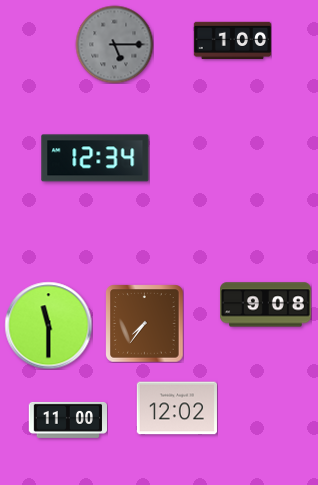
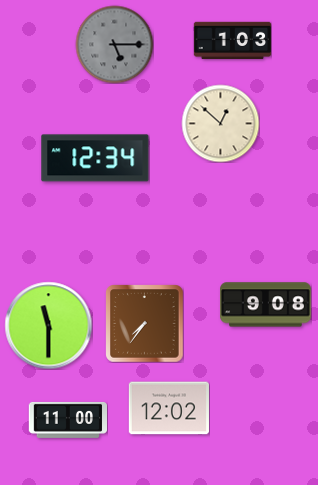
clock at (232, 41): 1:00 -> 1:03
clock at (220, 123): none -> 12:52
clock at (177, 408) position: (177, 408) -> (169, 408)
